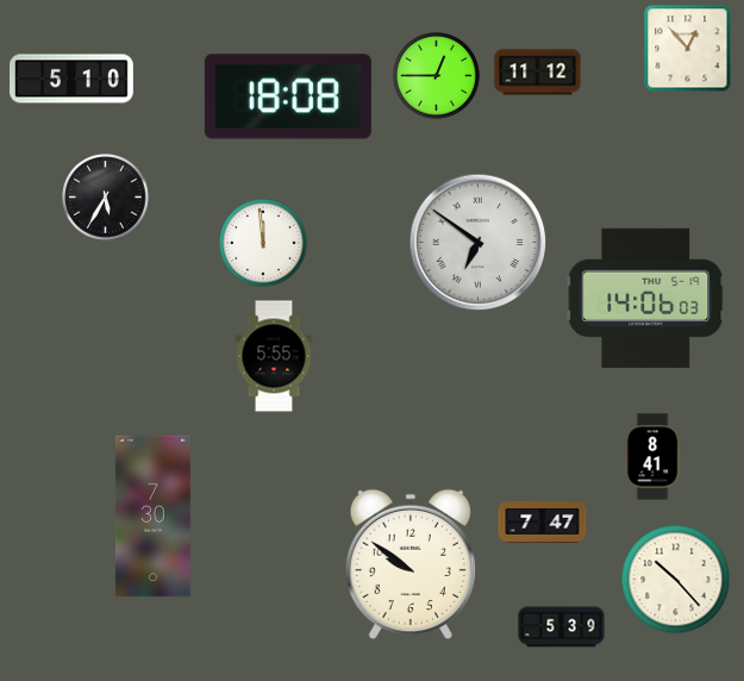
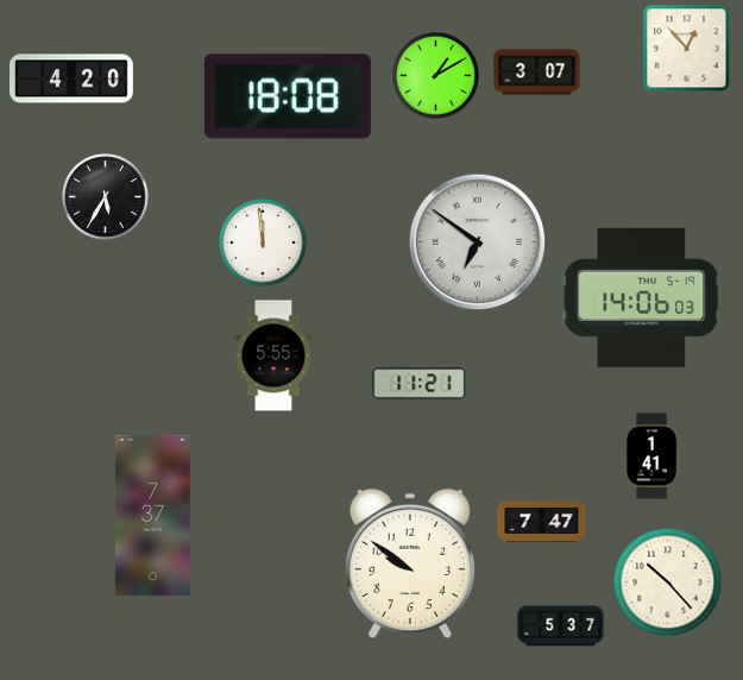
clock at (538, 73): 11:12 -> 3:07
clock at (437, 76): 12:45 -> 1:10
clock at (73, 79): 5:10 -> 4:20
clock at (646, 298) position: (646, 298) -> (642, 297)
clock at (420, 384): none -> 11:21
clock at (652, 457): 8:41 -> 1:41
clock at (152, 517): 7:30 -> 7:37
clock at (676, 580) position: (676, 580) -> (668, 583)
clock at (562, 627): 5:39 -> 5:37
